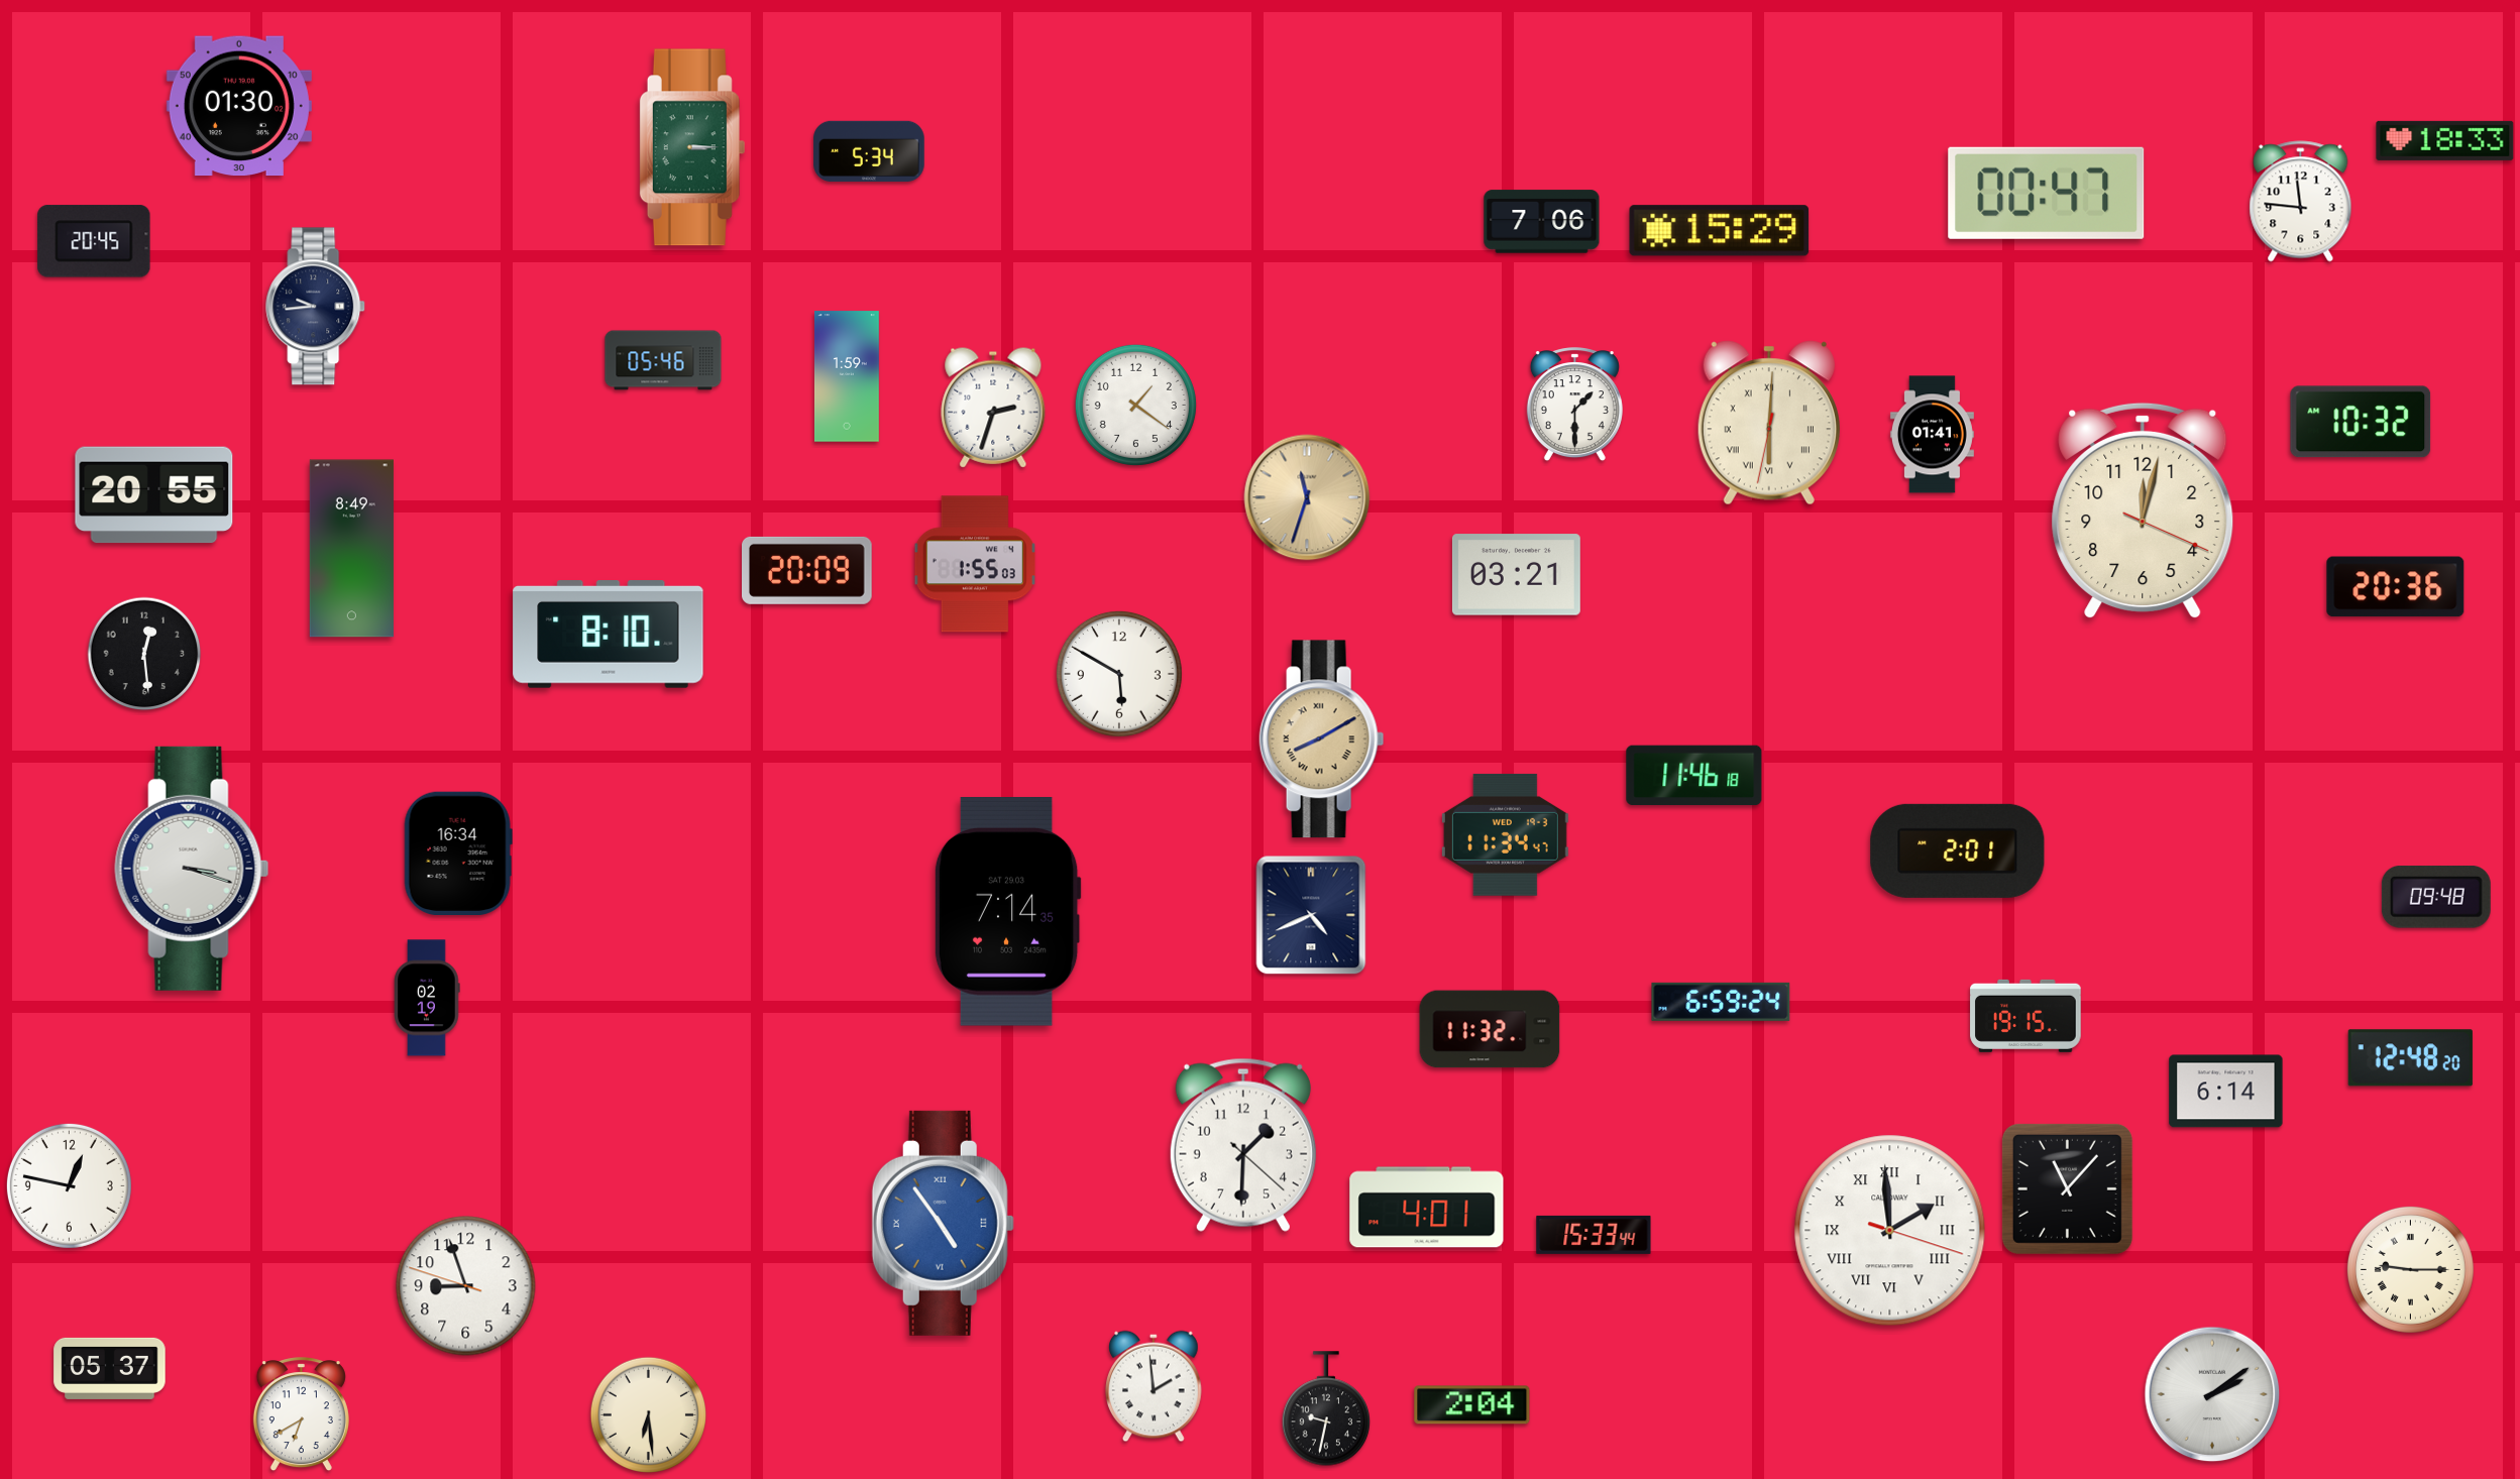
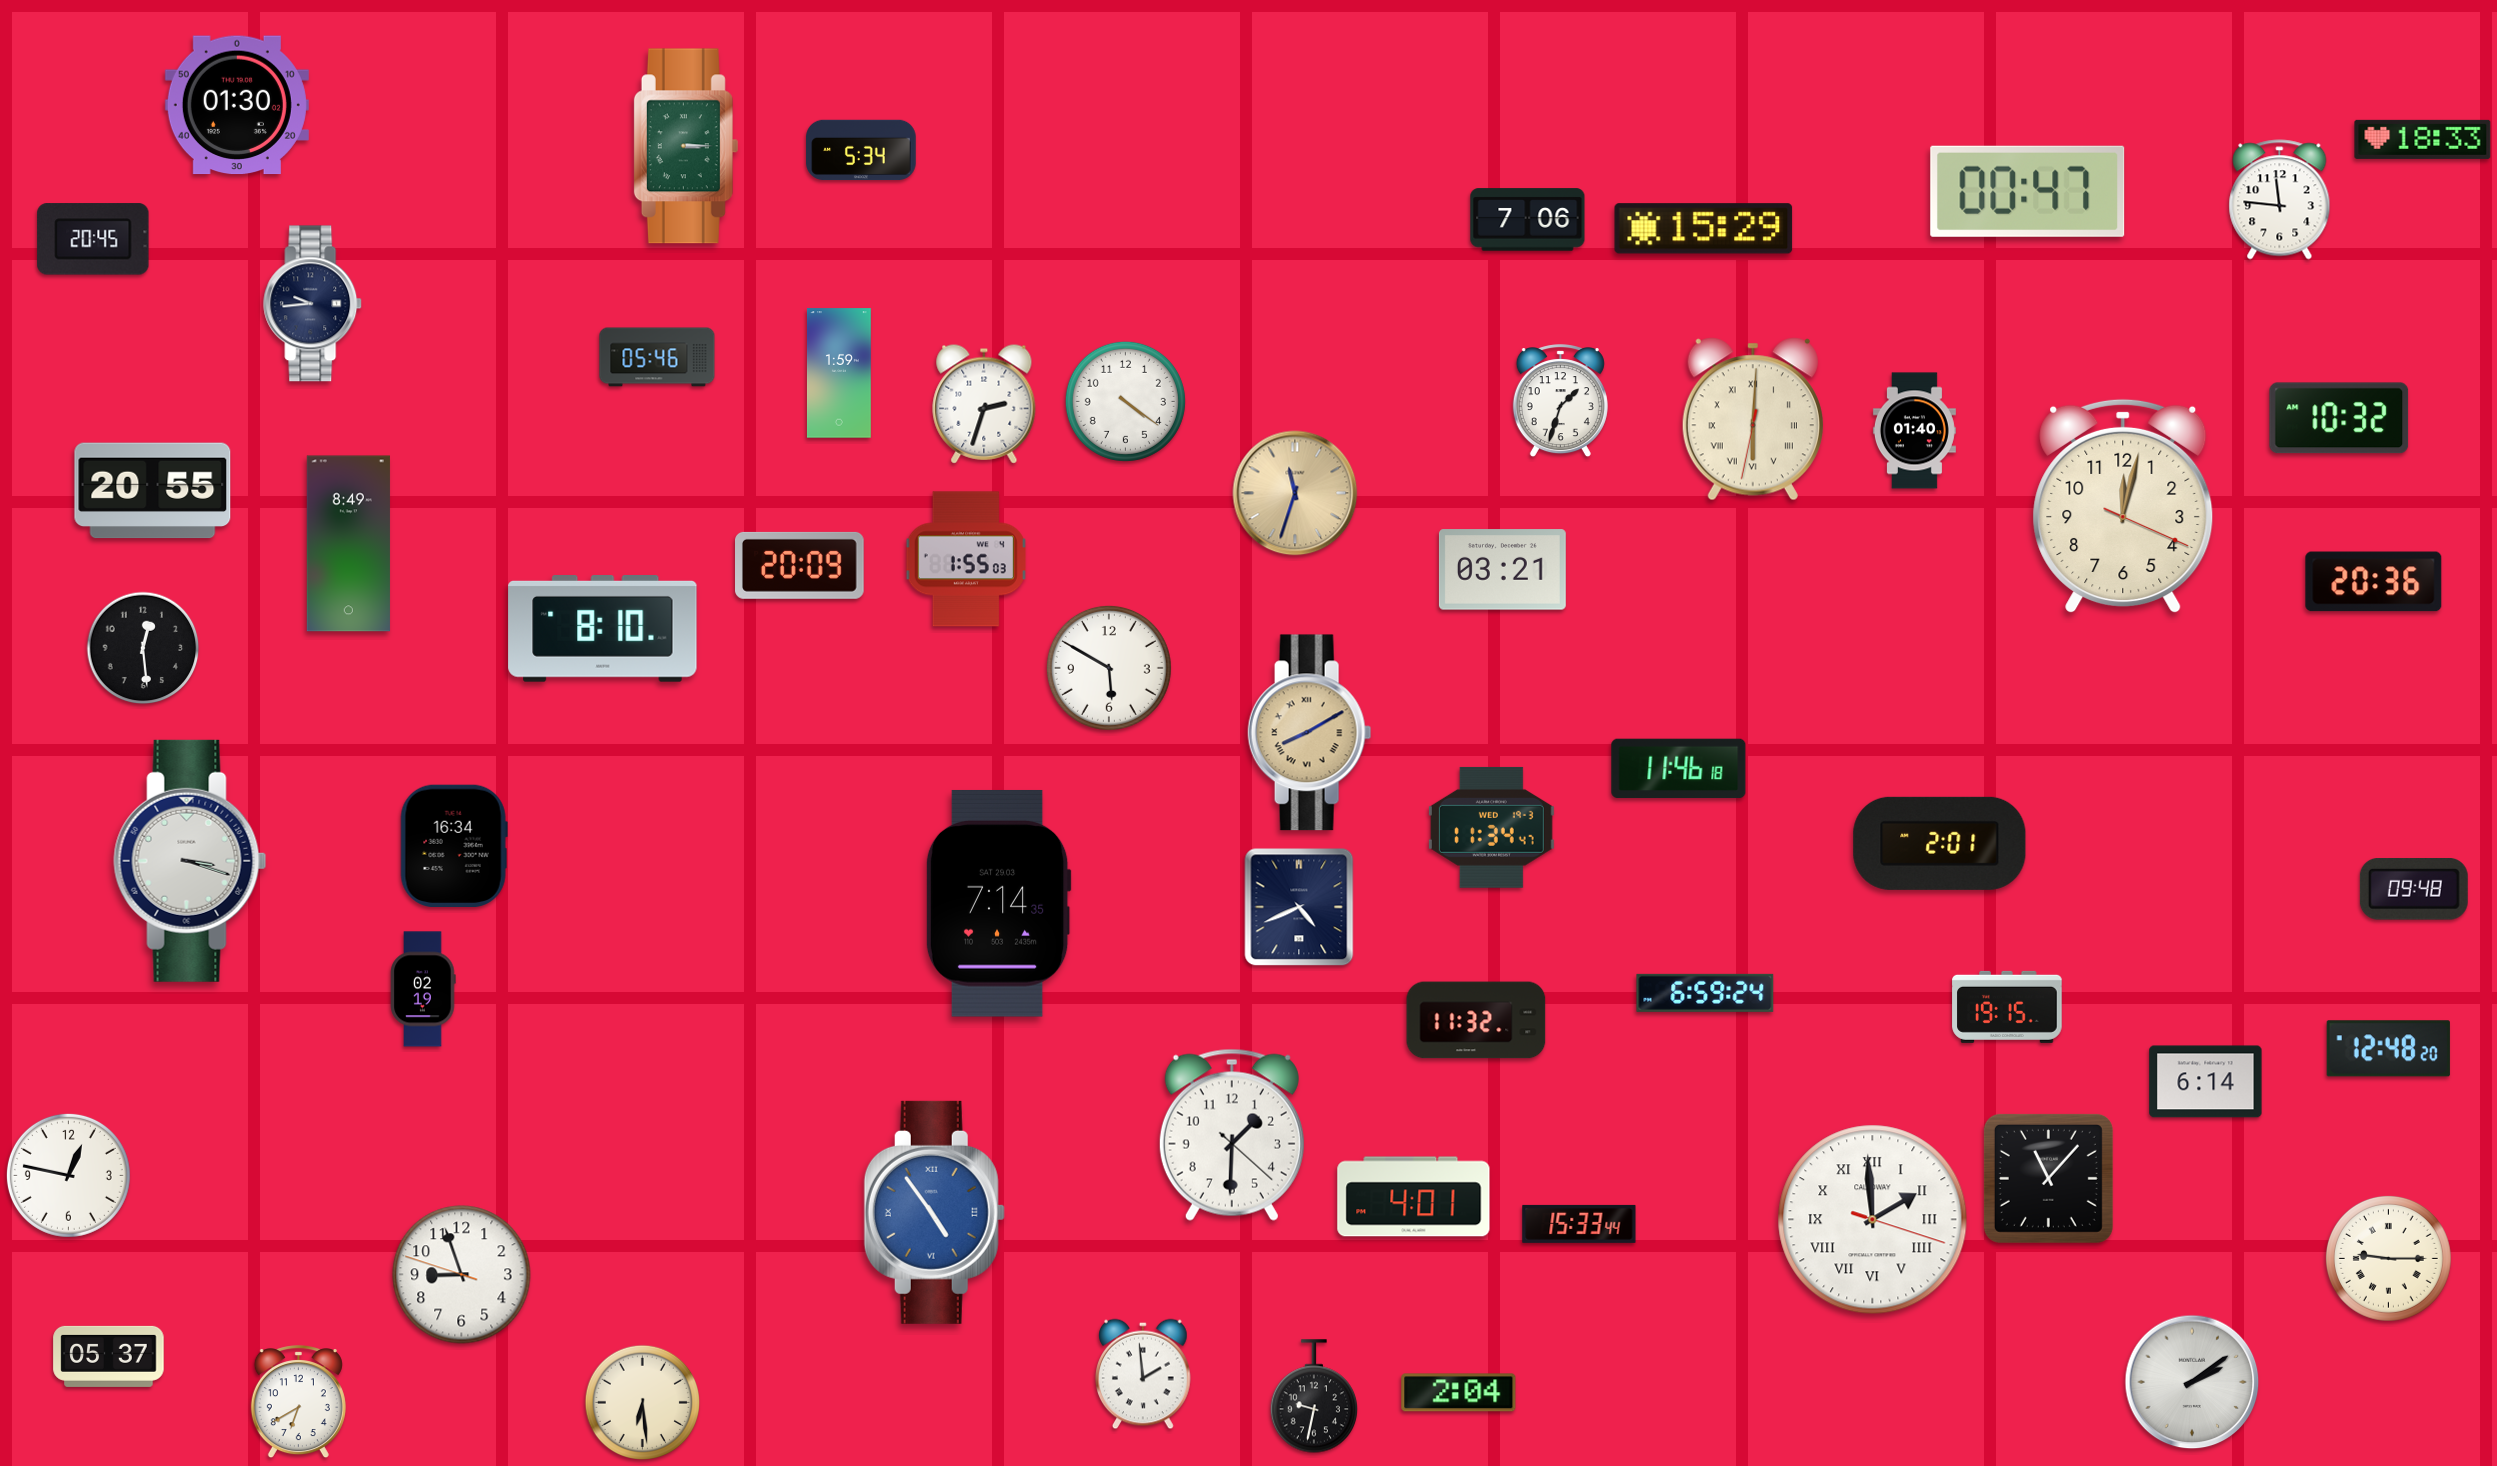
clock at (1135, 405): 1:21 -> 4:21
clock at (1574, 405): 1:30 -> 1:33
clock at (1932, 435): 01:41 -> 01:40
